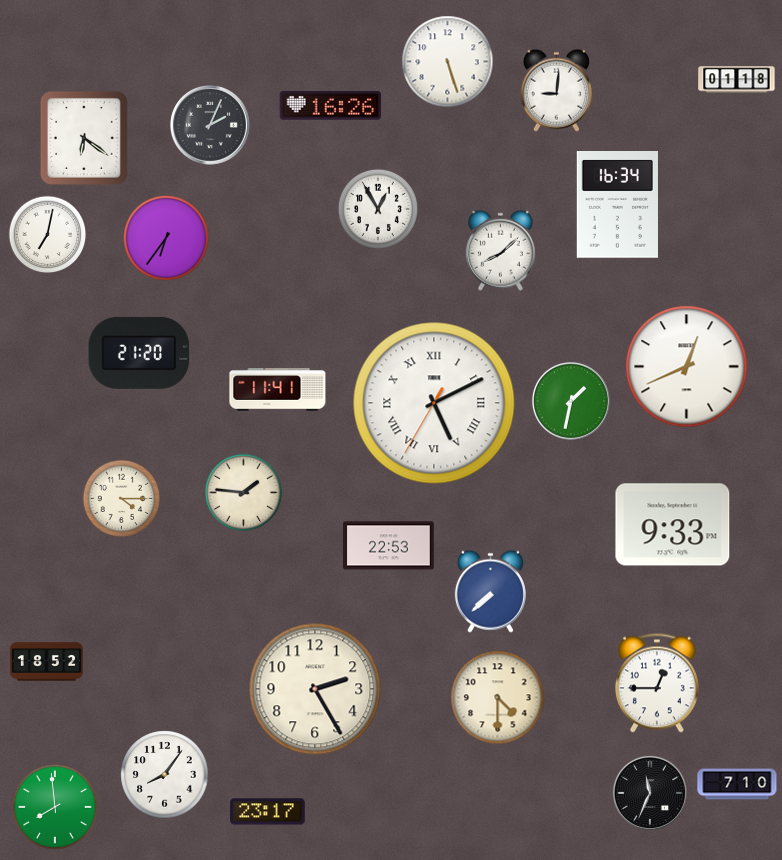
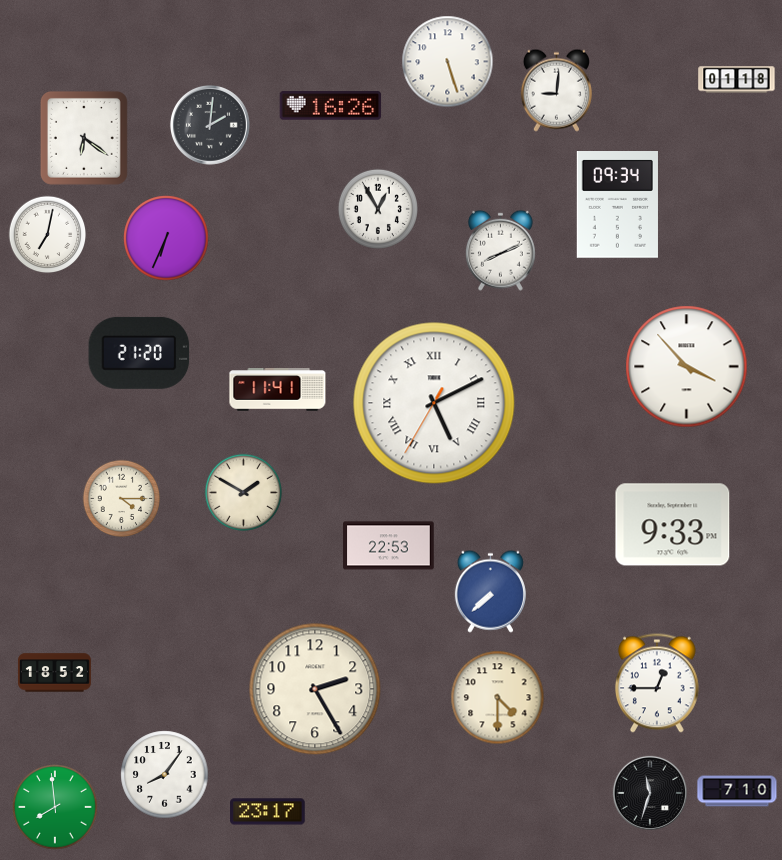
clock at (210, 125): 2:04 -> 2:01
clock at (617, 205): 16:34 -> 09:34
clock at (166, 238): 6:36 -> 6:34
clock at (500, 250): 8:08 -> 8:11
clock at (687, 367): 12:41 -> 3:53
clock at (571, 401): 1:32 -> none
clock at (244, 493): 1:46 -> 1:50
clock at (46, 662) position: (46, 662) -> (54, 673)
clock at (737, 784) position: (737, 784) -> (737, 791)
clock at (650, 793): 11:34 -> 11:33
